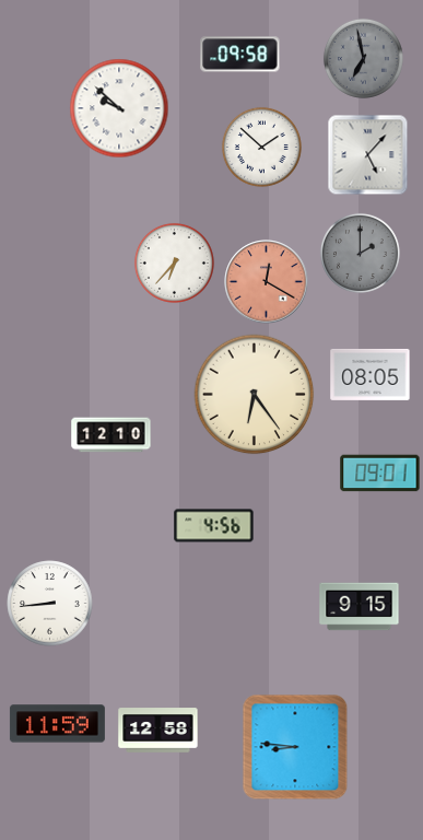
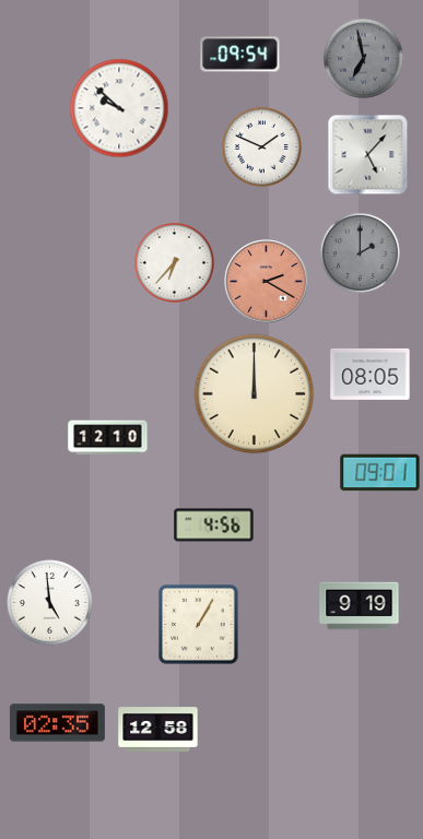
clock at (240, 55): 09:58 -> 09:54
clock at (261, 147): 1:52 -> 1:49
clock at (267, 282): 12:20 -> 2:20
clock at (255, 395): 6:24 -> 12:00
clock at (111, 435) position: (111, 435) -> (108, 438)
clock at (50, 604): 8:44 -> 4:59
clock at (360, 607): 9:15 -> 9:19
clock at (199, 625): none -> 1:05
clock at (57, 724): 11:59 -> 02:35
clock at (295, 747): 8:46 -> none
